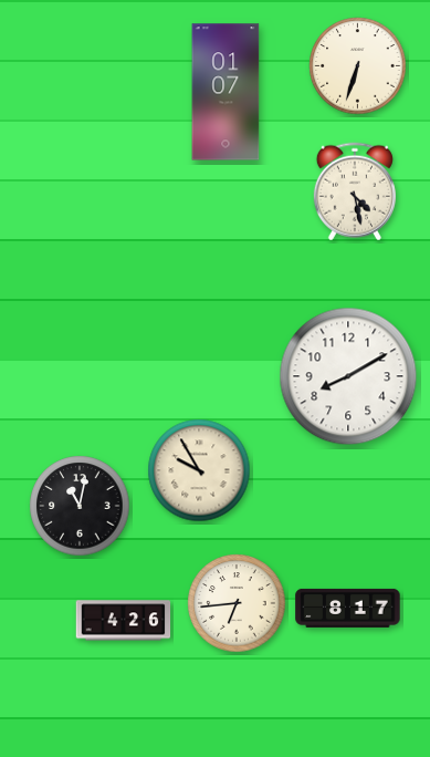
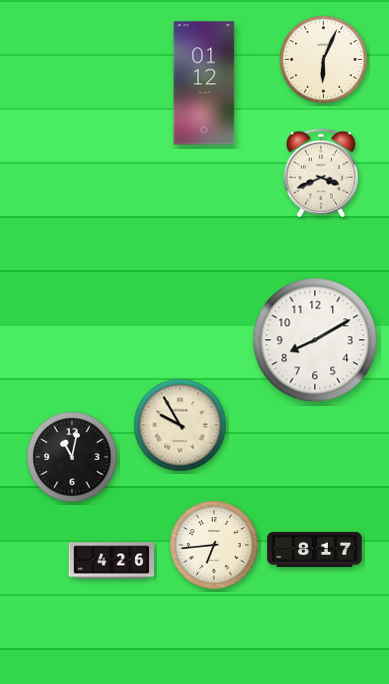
clock at (358, 66): 6:33 -> 6:04
clock at (226, 92): 01:07 -> 01:12
clock at (355, 191): 4:28 -> 3:41
